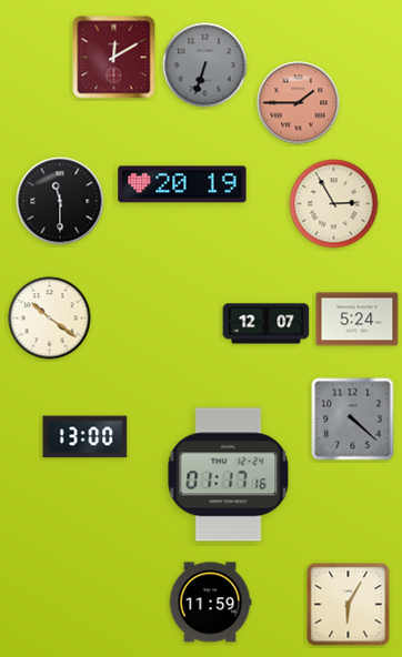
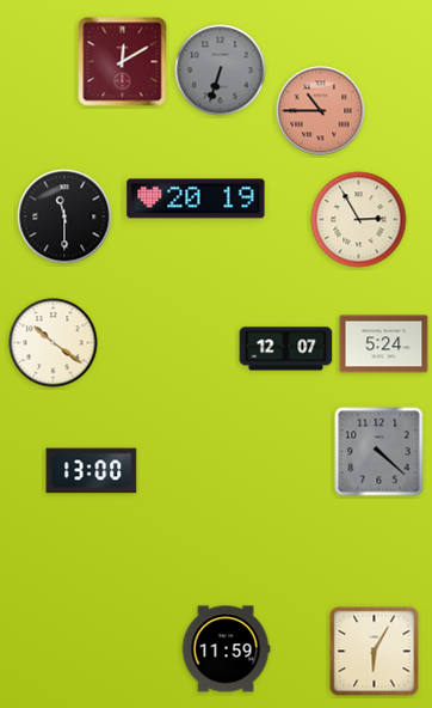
clock at (299, 103): 1:45 -> 10:45
clock at (229, 475): 01:17 -> none
